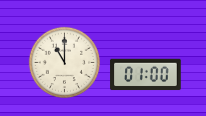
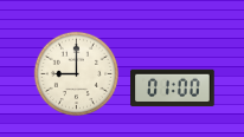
clock at (64, 62): 11:00 -> 9:00
